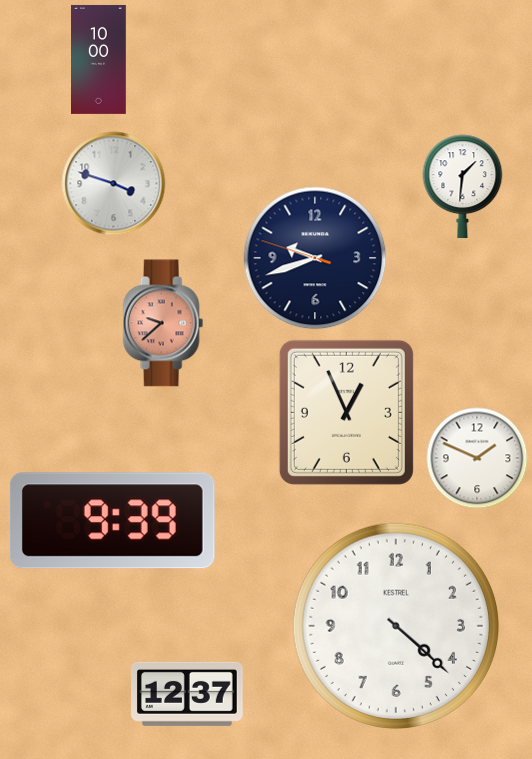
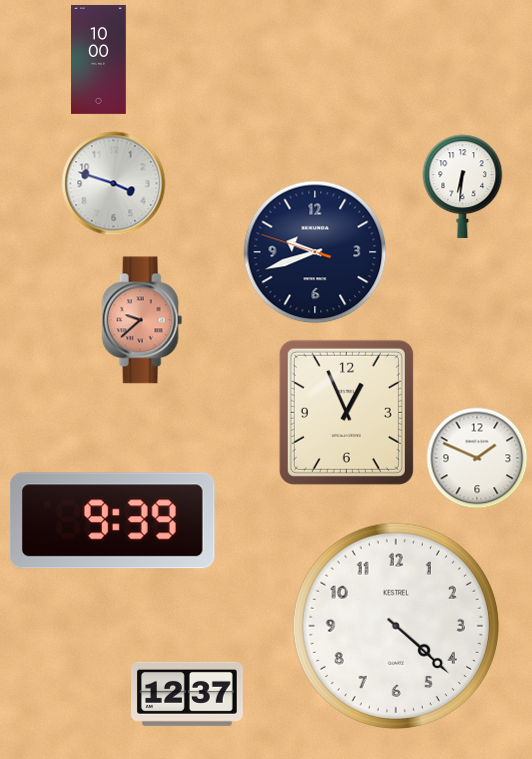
clock at (463, 187): 1:31 -> 6:31
clock at (315, 258) position: (315, 258) -> (315, 252)
clock at (163, 323) position: (163, 323) -> (142, 320)
